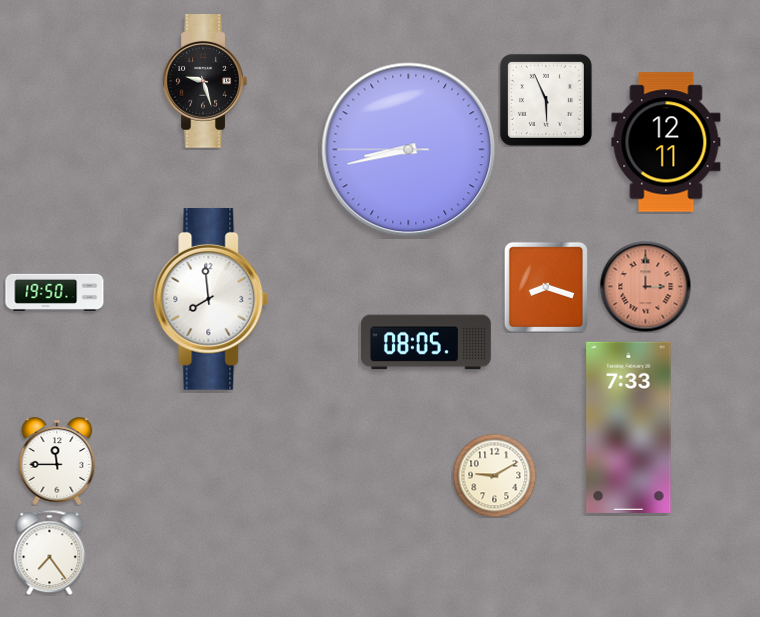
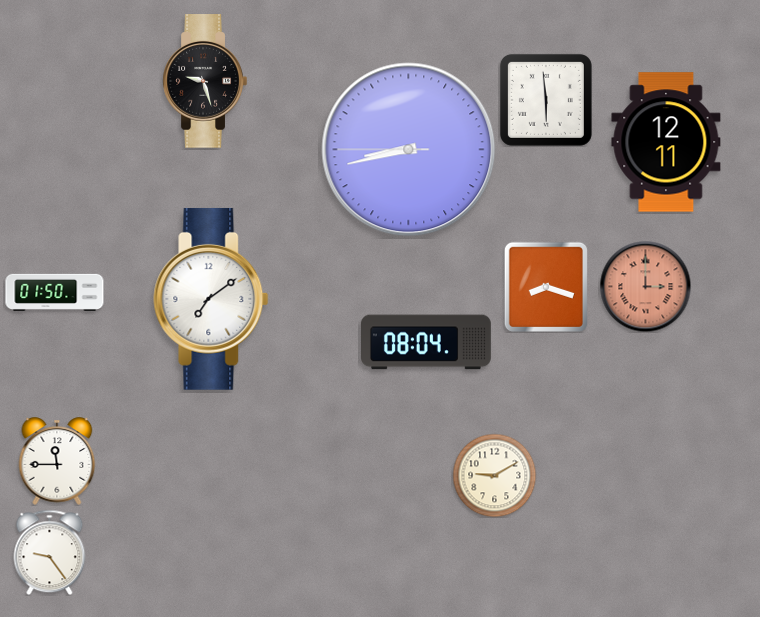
clock at (546, 100): 5:56 -> 5:59
clock at (55, 292): 19:50 -> 01:50
clock at (211, 299): 7:59 -> 7:09
clock at (427, 342): 08:05 -> 08:04
clock at (629, 427): 7:33 -> none
clock at (50, 552): 7:24 -> 9:24
